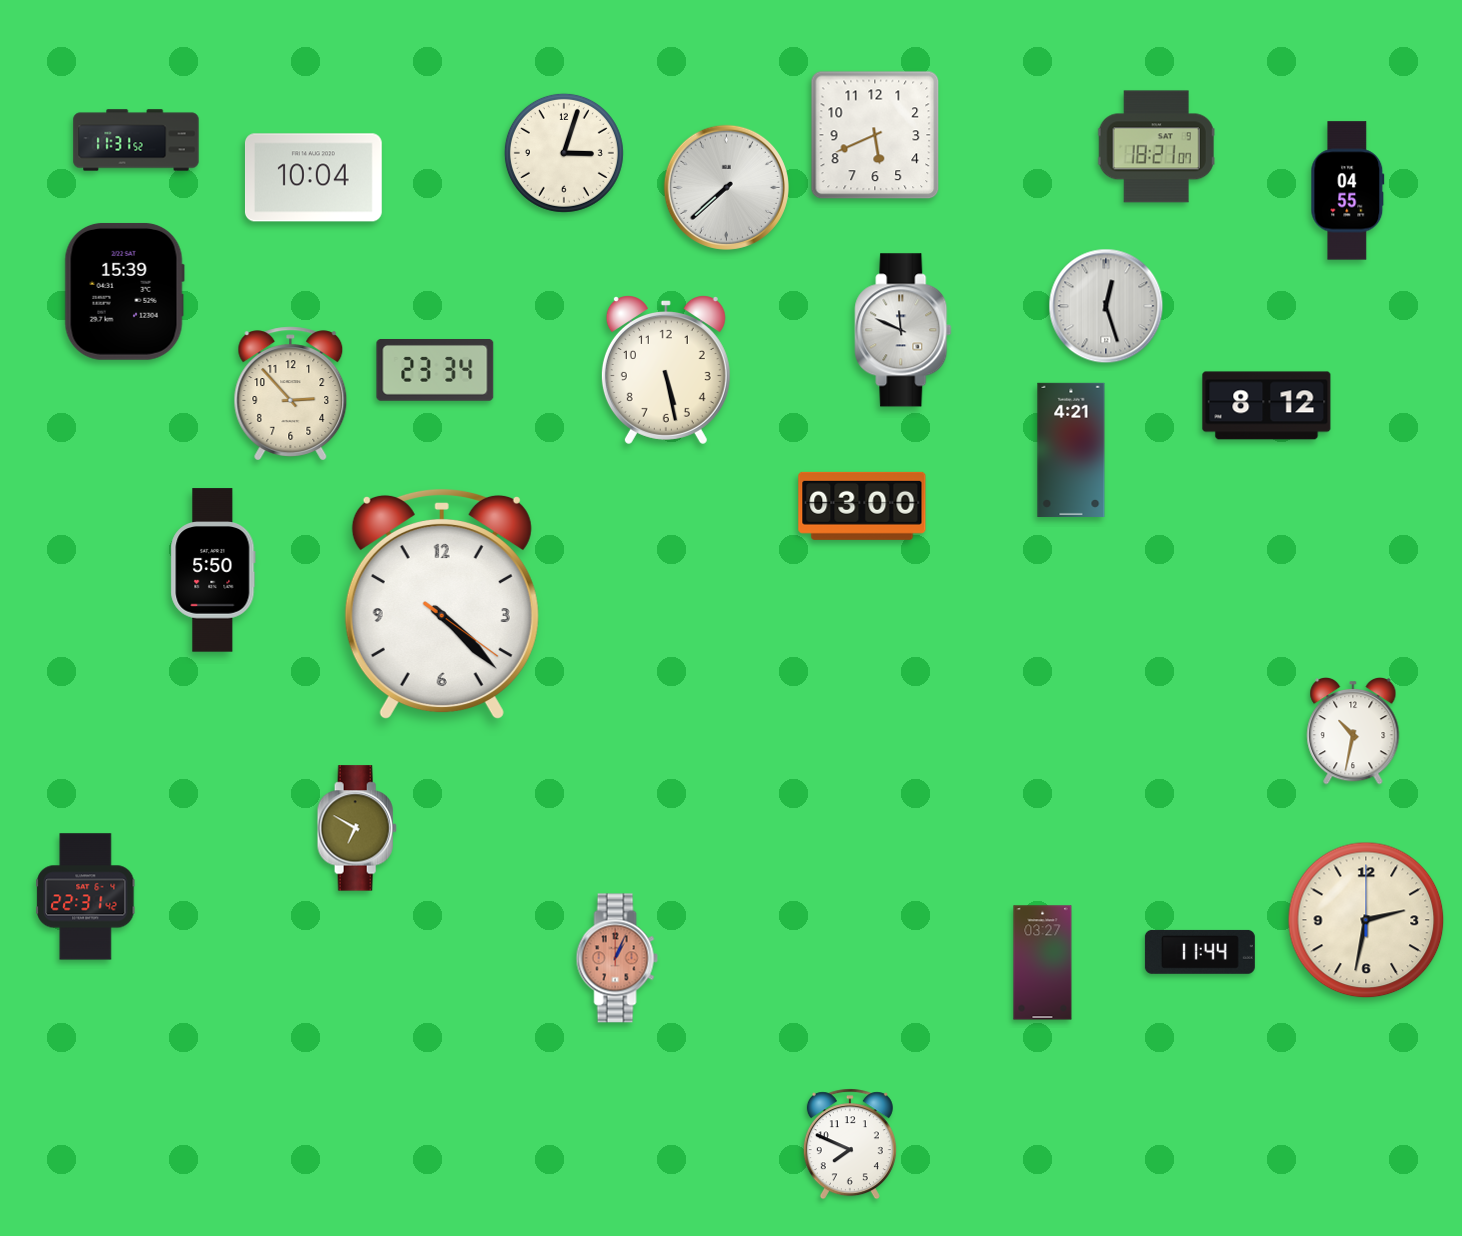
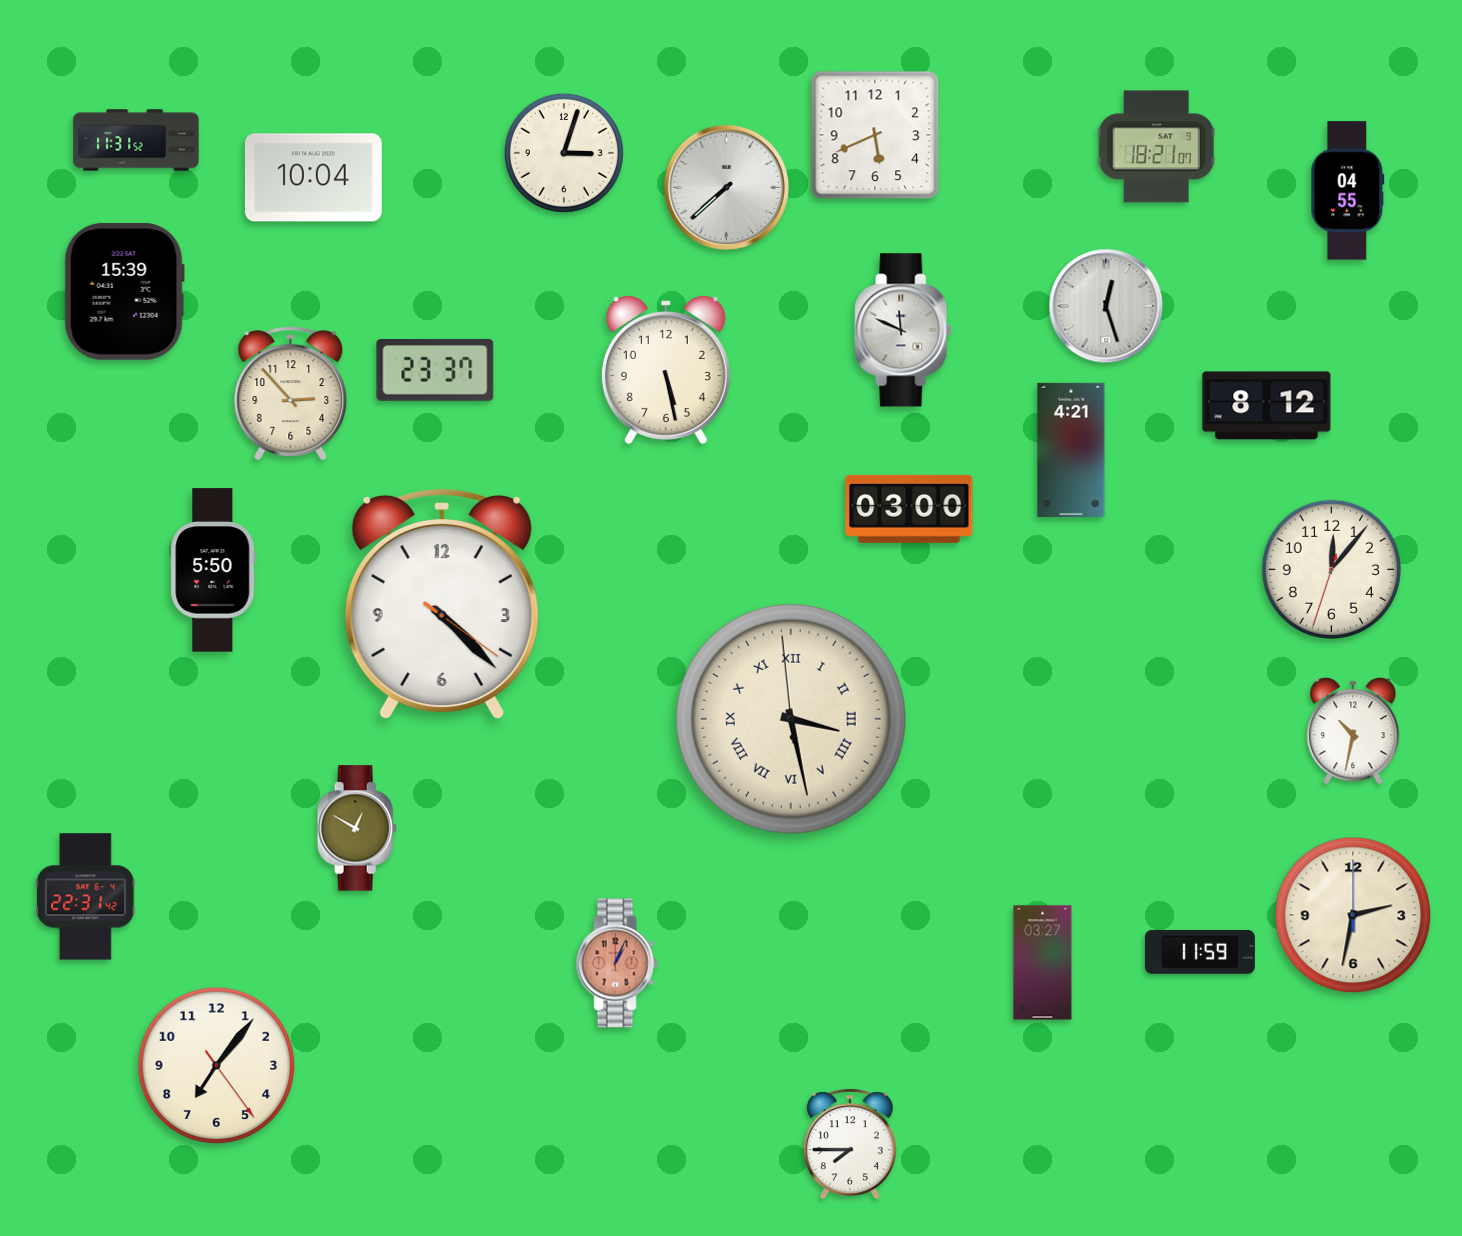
clock at (435, 371): 23:34 -> 23:37
clock at (862, 506) position: (862, 506) -> (909, 509)
clock at (1331, 569): none -> 12:06
clock at (791, 719): none -> 3:27
clock at (357, 828): 6:50 -> 12:50
clock at (1366, 920) position: (1366, 920) -> (1353, 915)
clock at (1200, 952): 11:44 -> 11:59
clock at (617, 958) position: (617, 958) -> (617, 963)
clock at (217, 1066): none -> 7:06
clock at (850, 1144): 7:49 -> 7:45
